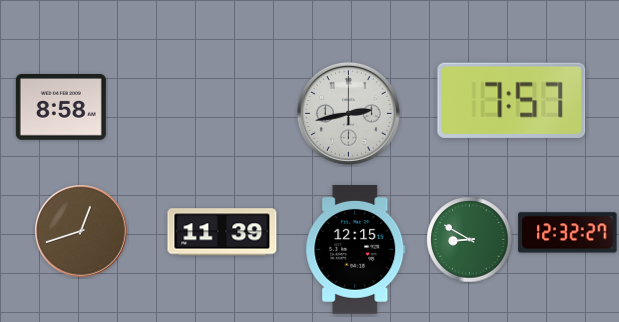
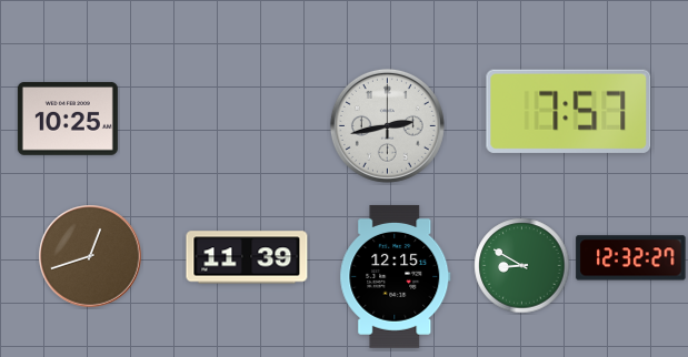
clock at (61, 107): 8:58 -> 10:25
